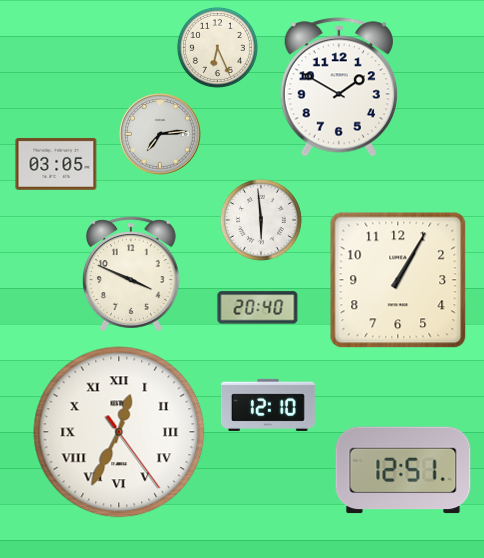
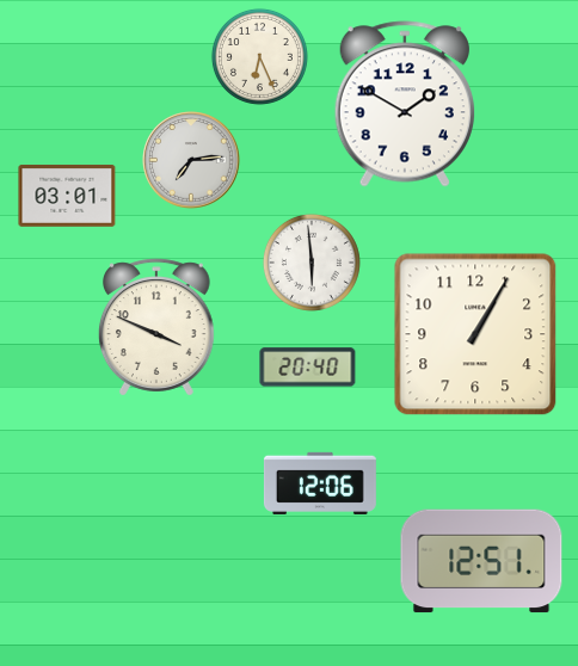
clock at (56, 164): 03:05 -> 03:01
clock at (268, 405): 12:10 -> 12:06
clock at (119, 432): 12:34 -> none
